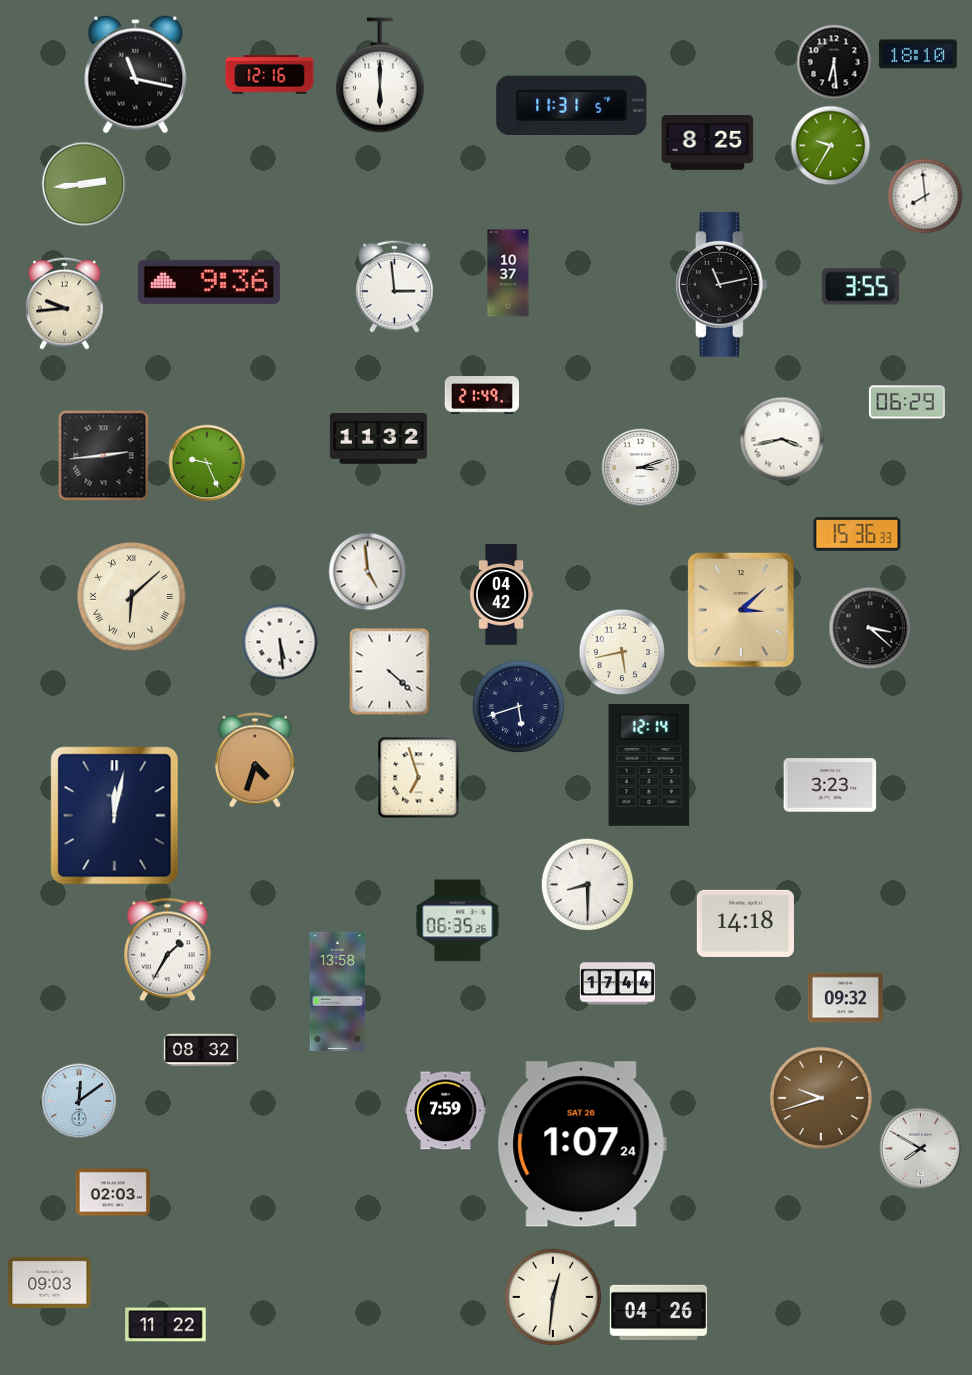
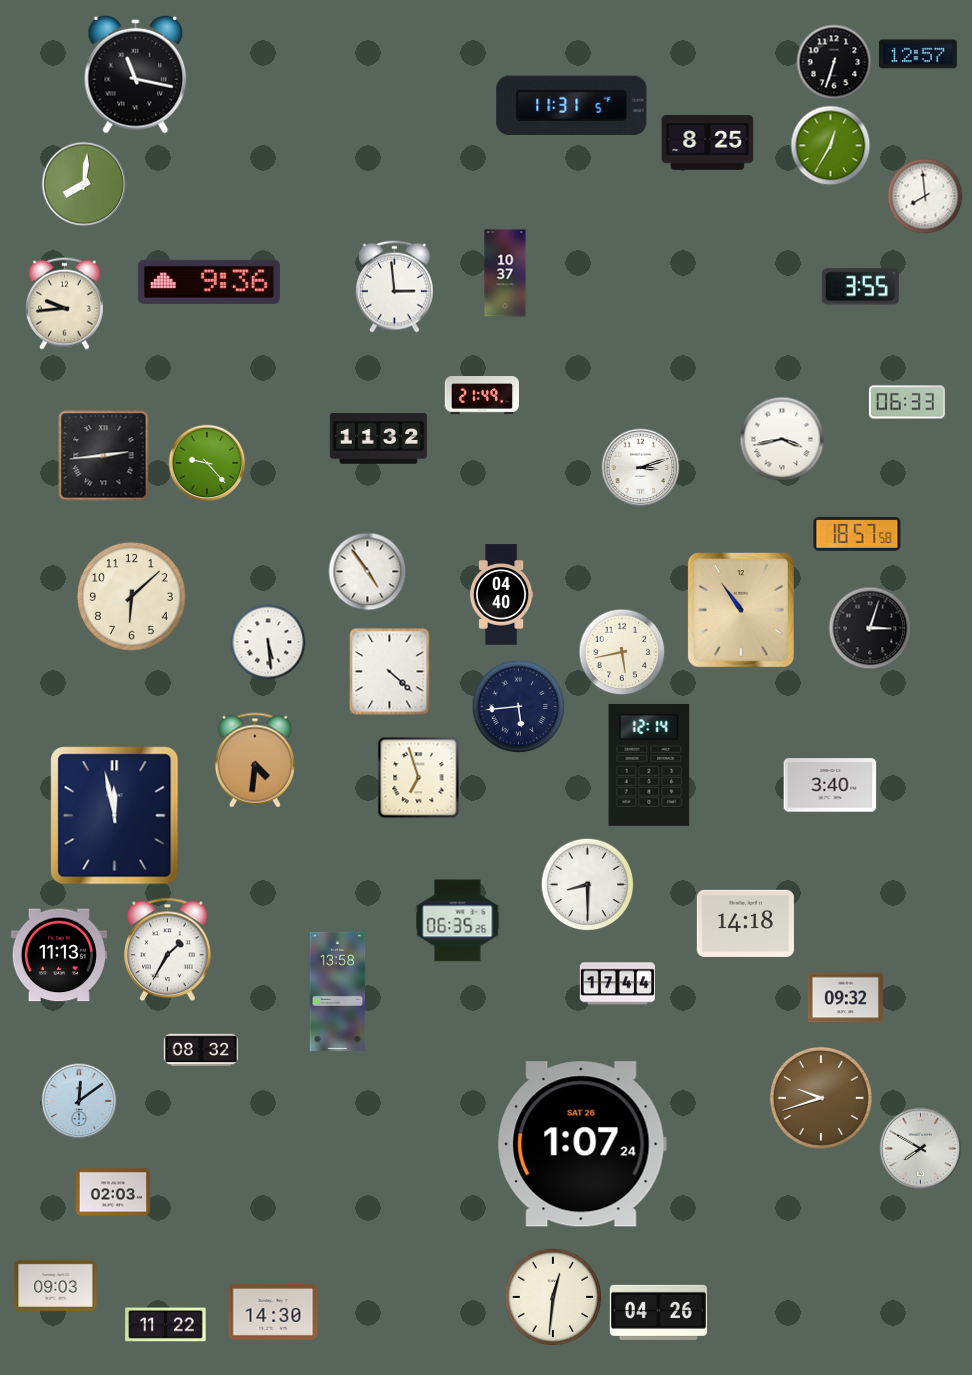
clock at (918, 54): 18:10 -> 12:57
clock at (834, 62): 6:29 -> 6:33
clock at (270, 75): 12:16 -> none
clock at (380, 75): 6:00 -> none
clock at (831, 146): 9:35 -> 12:35
clock at (84, 184): 2:44 -> 8:01
clock at (508, 273) position: (508, 273) -> (505, 273)
clock at (721, 285): 11:13 -> none
clock at (907, 402): 06:29 -> 06:33
clock at (207, 463): 9:26 -> 9:23
clock at (857, 534): 15:36 -> 18:57
clock at (368, 572): 4:59 -> 4:54
clock at (501, 595): 04:42 -> 04:40
clock at (132, 597) numerals: Roman -> Arabic
clock at (742, 611): 3:08 -> 10:54
clock at (870, 628): 3:22 -> 3:03
clock at (280, 642) position: (280, 642) -> (268, 642)
clock at (519, 707): 5:42 -> 5:44
clock at (255, 760): 4:33 -> 4:31
clock at (830, 785): 3:23 -> 3:40
clock at (115, 816): 12:02 -> 11:58
clock at (59, 955): none -> 11:13
clock at (446, 1111): 7:59 -> none
clock at (50, 1282) position: (50, 1282) -> (56, 1285)
clock at (273, 1312): none -> 14:30
